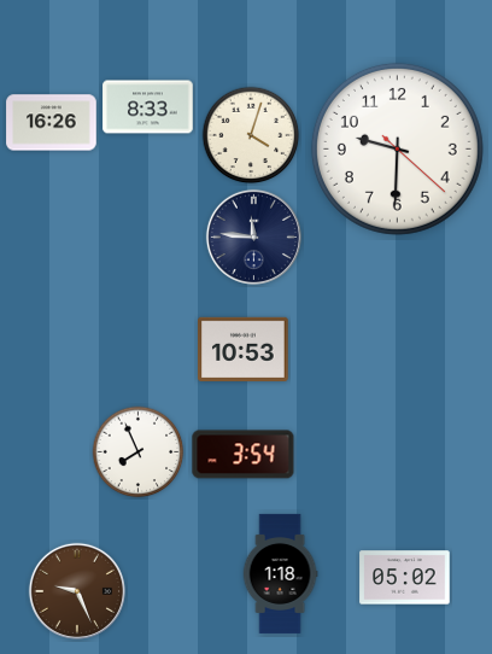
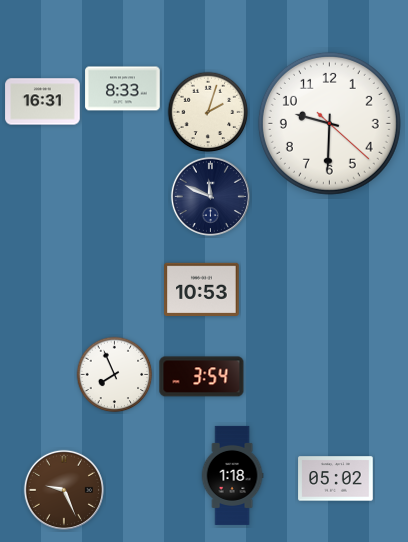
clock at (52, 123): 16:26 -> 16:31
clock at (251, 135): 4:03 -> 2:03
clock at (253, 237): 11:46 -> 11:49
